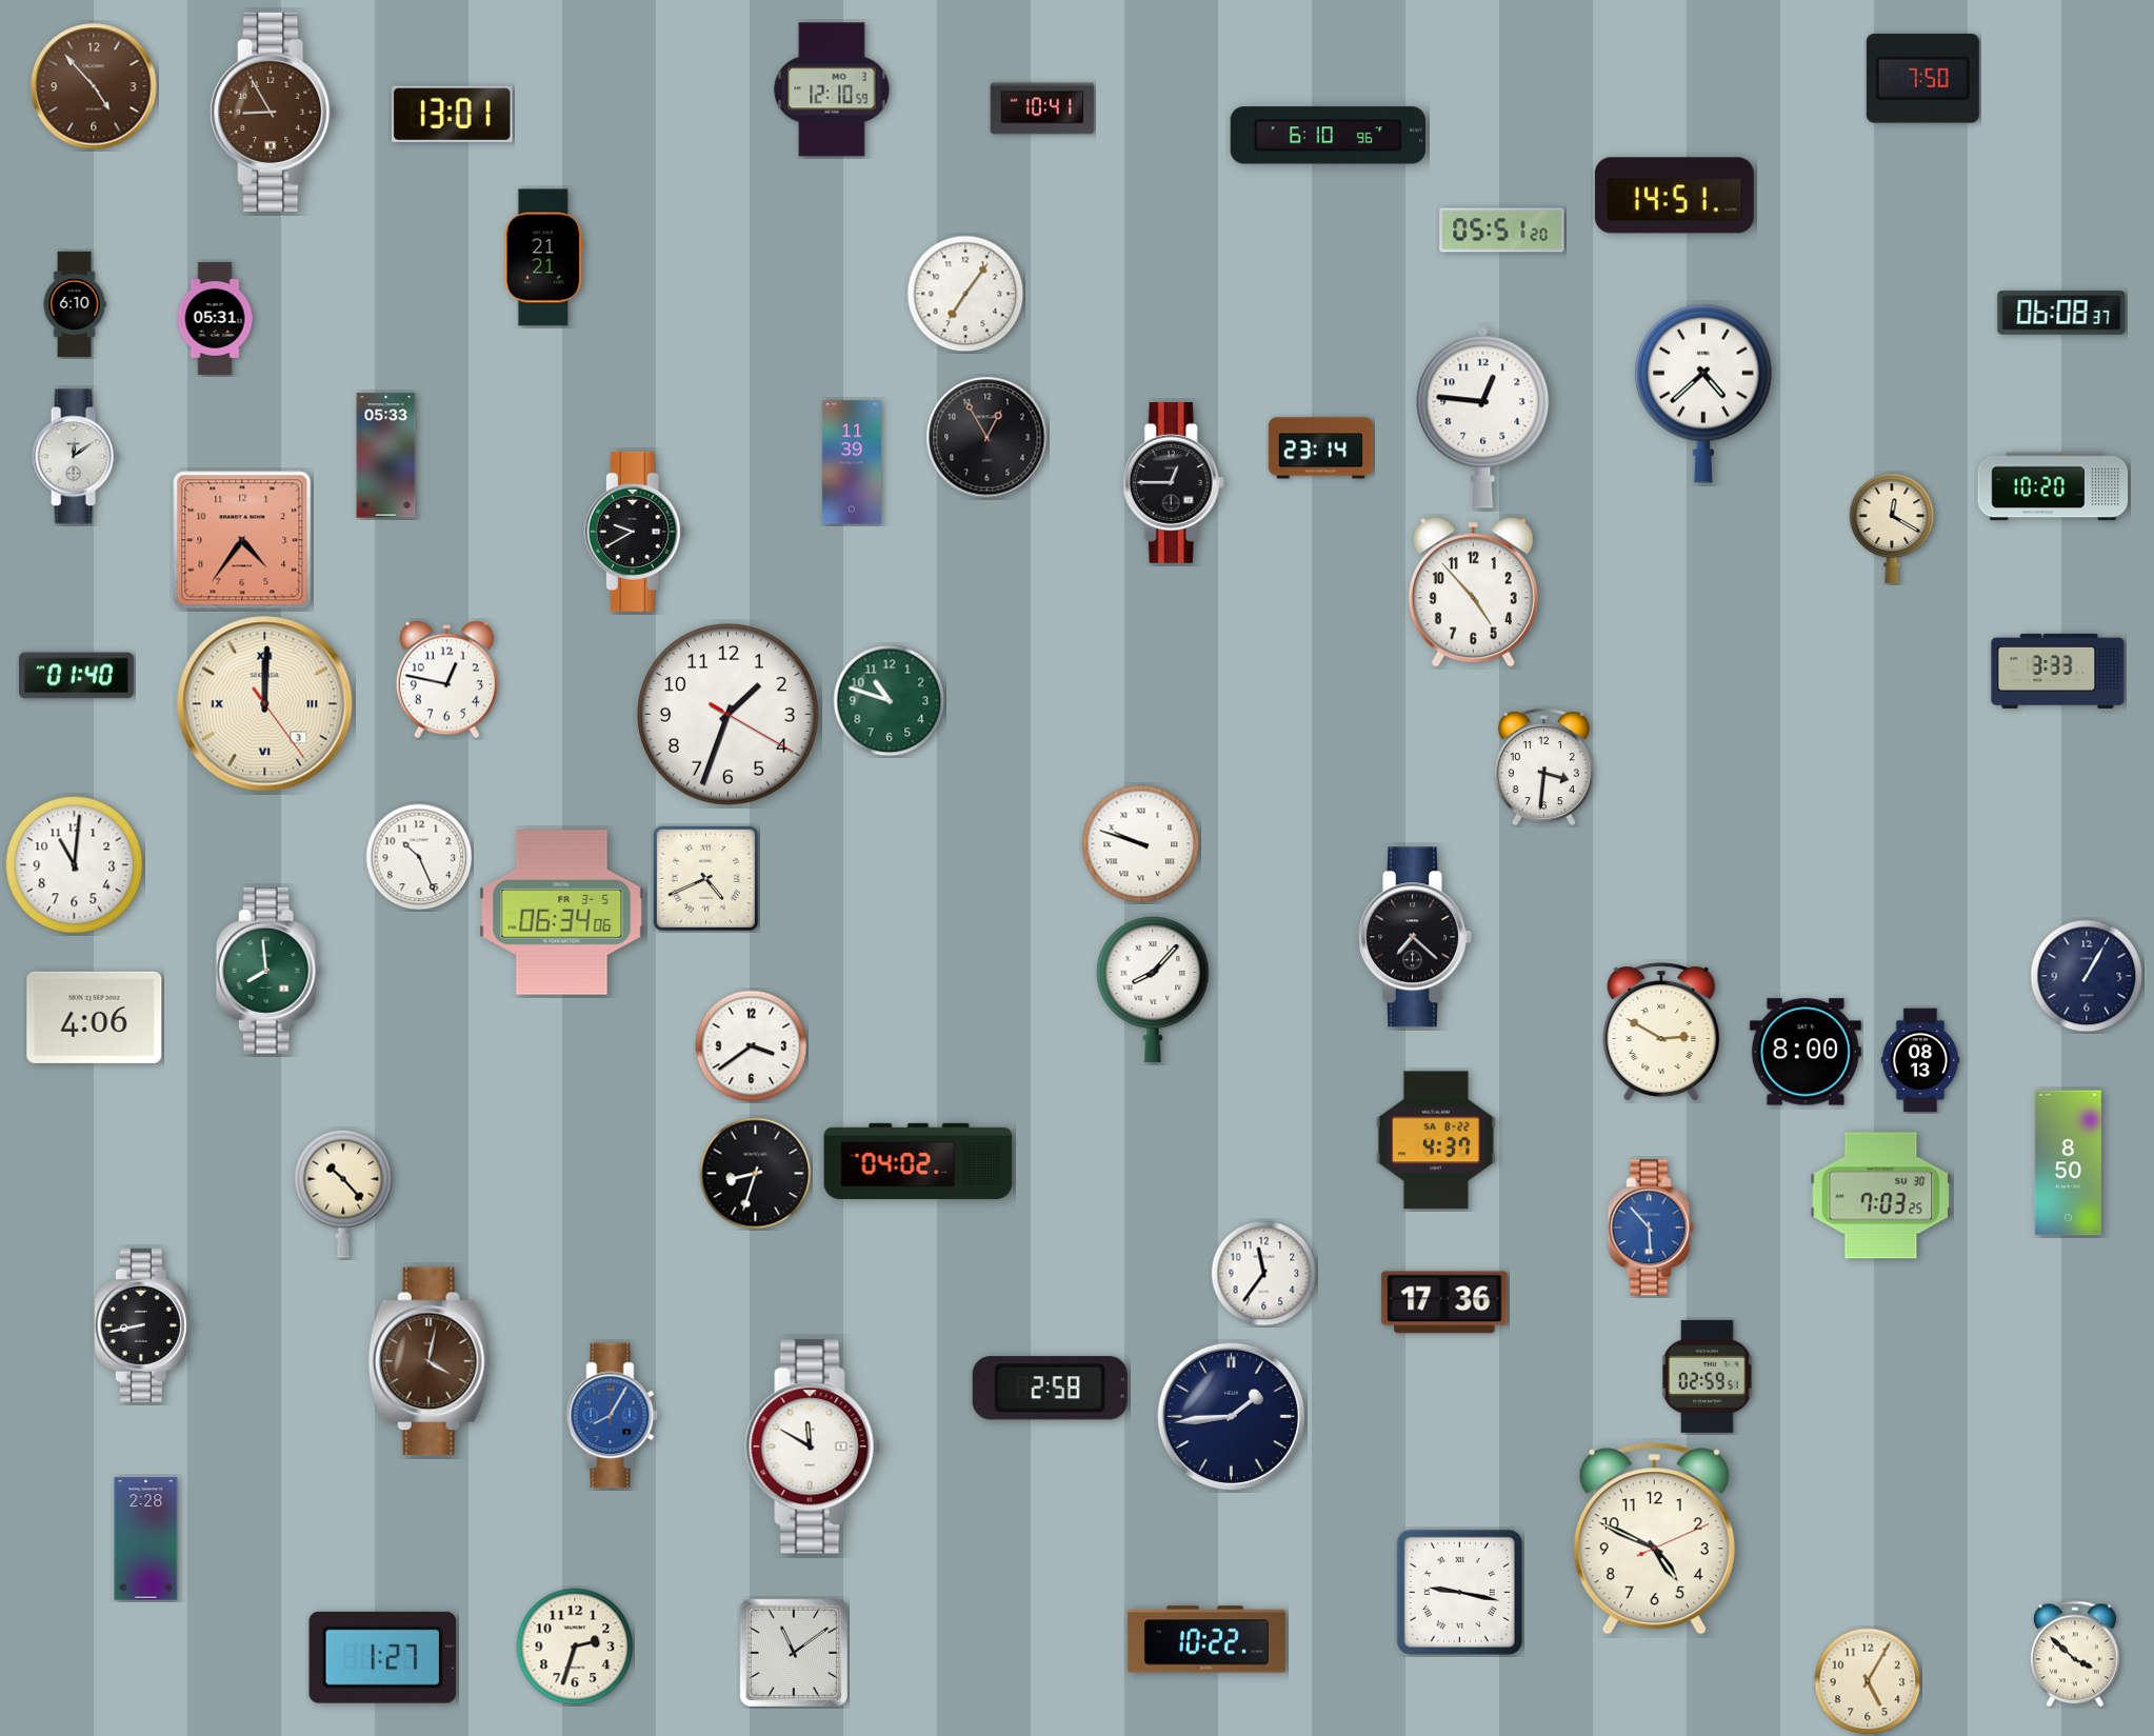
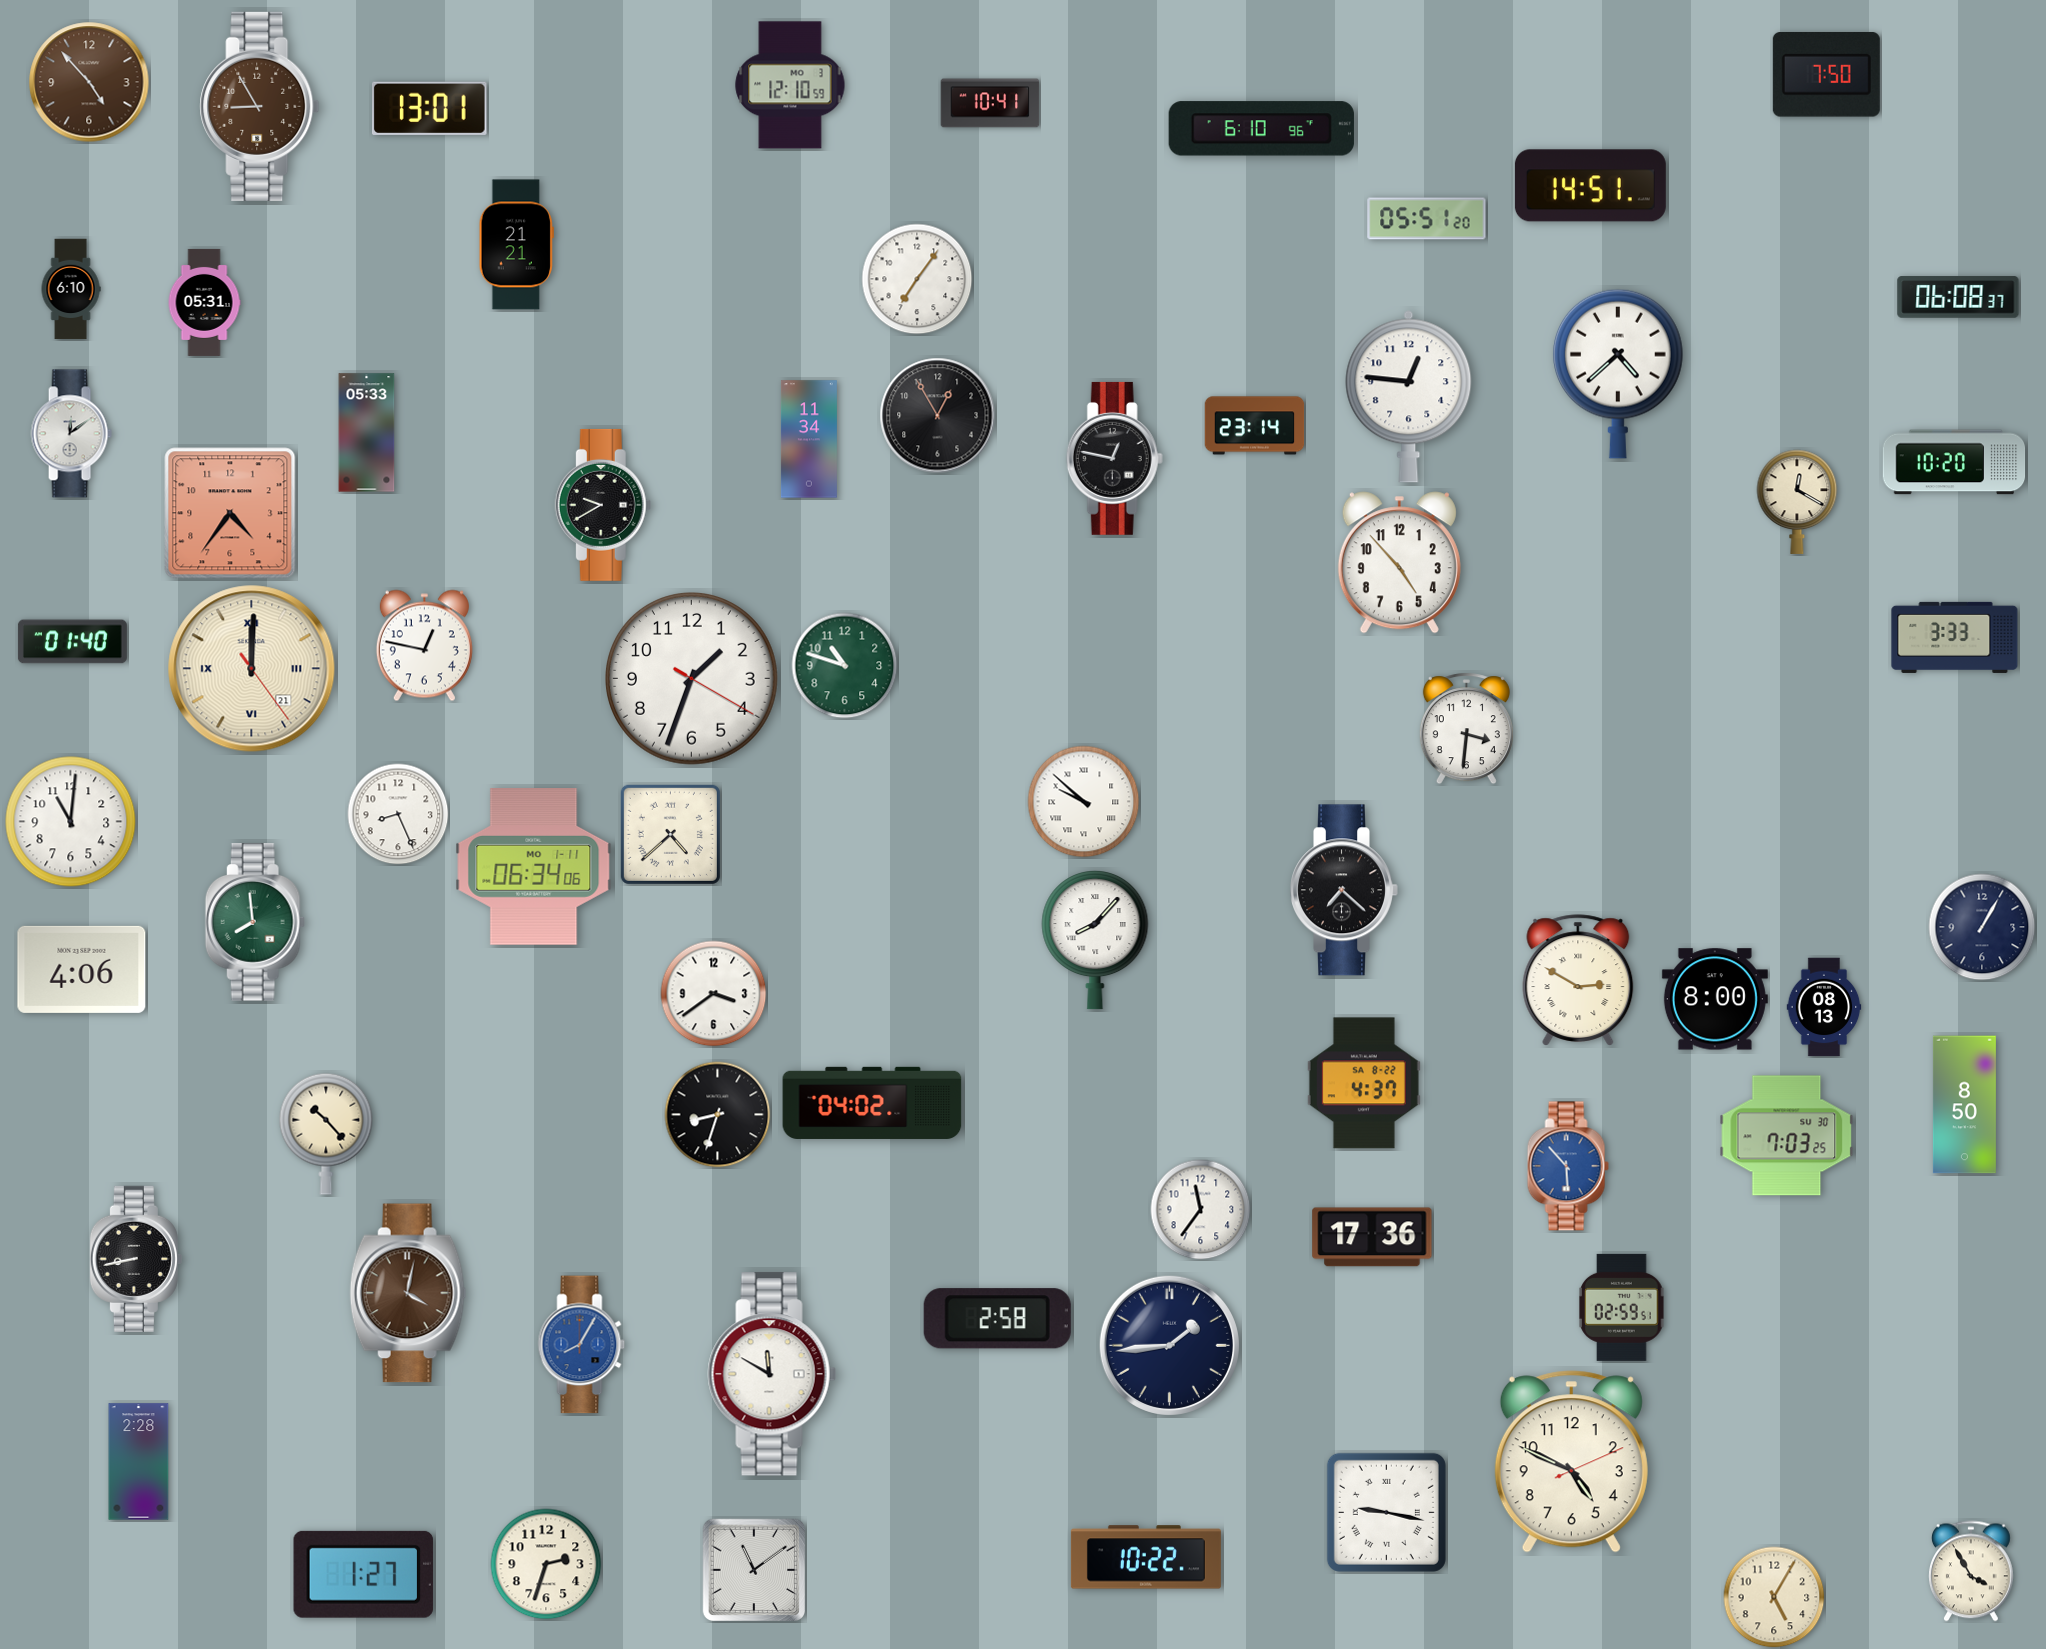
clock at (852, 462): 11:39 -> 11:34
clock at (1173, 482): 12:45 -> 12:47
clock at (2053, 486) position: (2053, 486) -> (1954, 462)
clock at (265, 704) date: 3 -> 21
clock at (1141, 844): 9:48 -> 9:52
clock at (419, 857): 10:26 -> 8:26
clock at (705, 878): 4:41 -> 4:38
clock at (562, 913) date: FR 3-5 -> MO 1-11
clock at (95, 1017) position: (95, 1017) -> (82, 969)
clock at (2075, 1654): 3:52 -> 3:55
